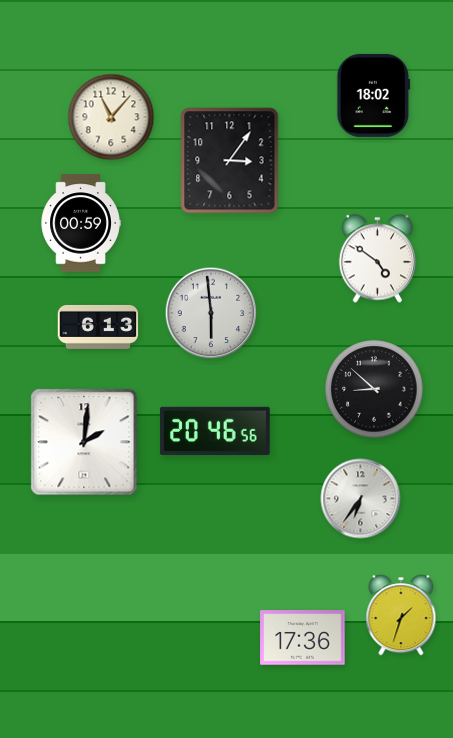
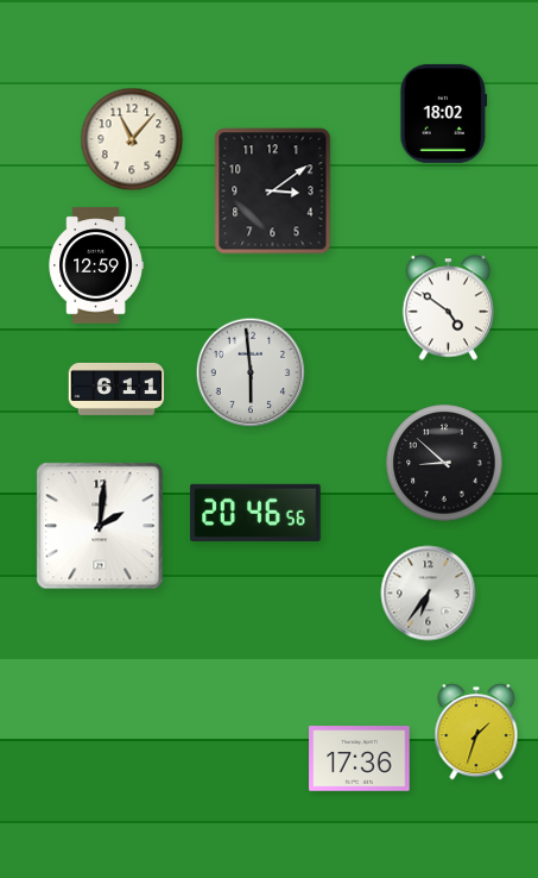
clock at (230, 161): 3:06 -> 3:09
clock at (81, 223): 00:59 -> 12:59
clock at (98, 327): 6:13 -> 6:11
